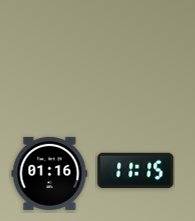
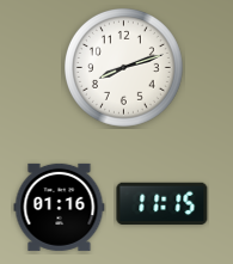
clock at (124, 68): none -> 8:12
